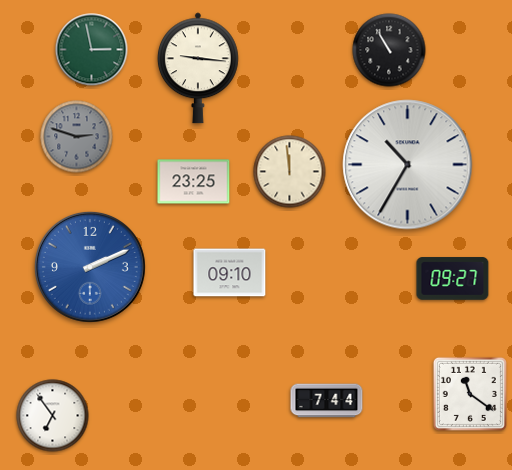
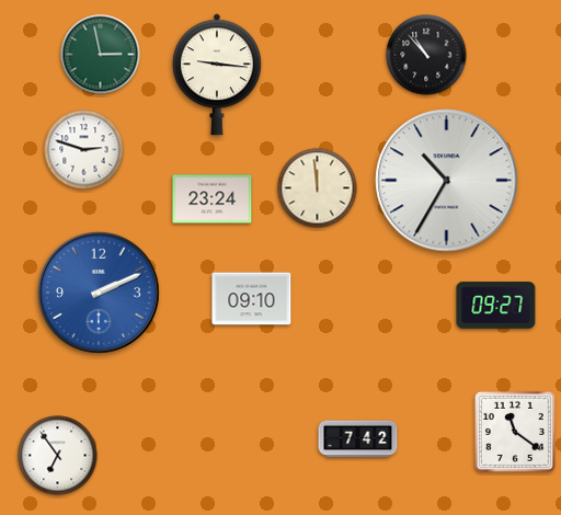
clock at (389, 50): 10:55 -> 10:53
clock at (77, 137) dial: grey -> white
clock at (194, 182): 23:25 -> 23:24
clock at (327, 401): 7:44 -> 7:42
